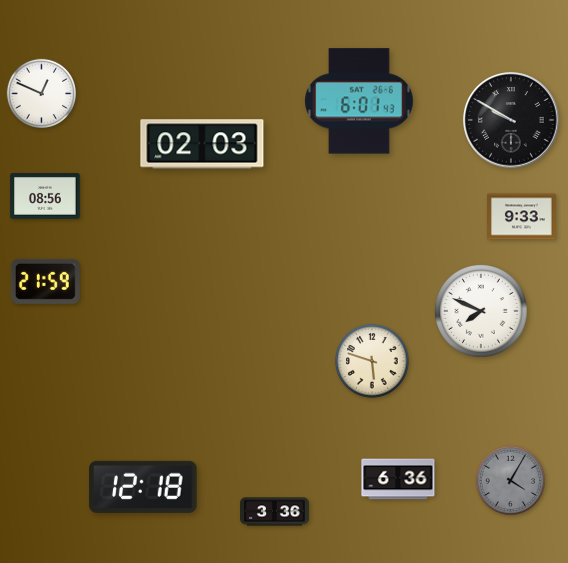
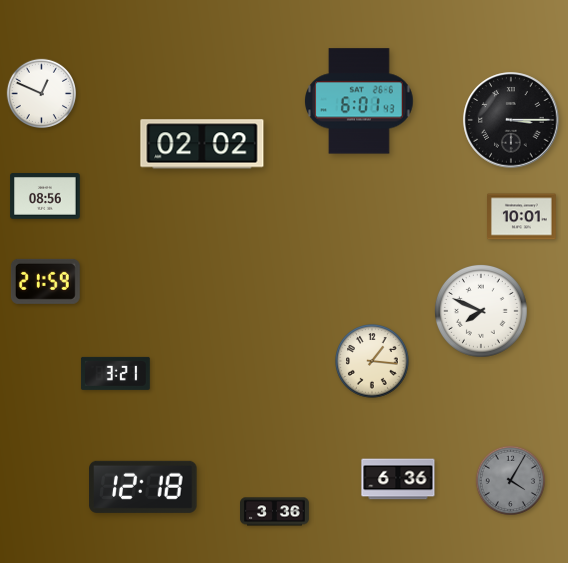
clock at (511, 120): 9:50 -> 3:15
clock at (202, 144): 02:03 -> 02:02
clock at (522, 217): 9:33 -> 10:01
clock at (372, 361): 5:48 -> 1:16
clock at (115, 373): none -> 3:21
